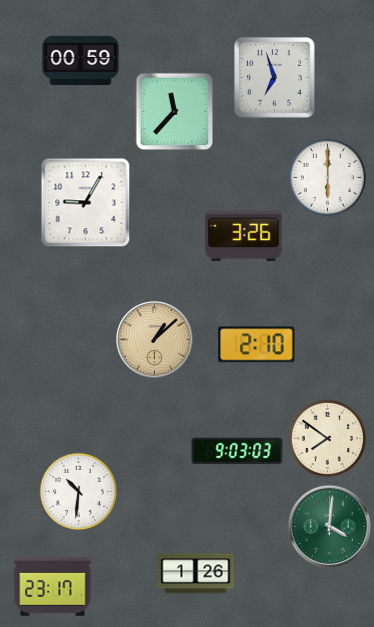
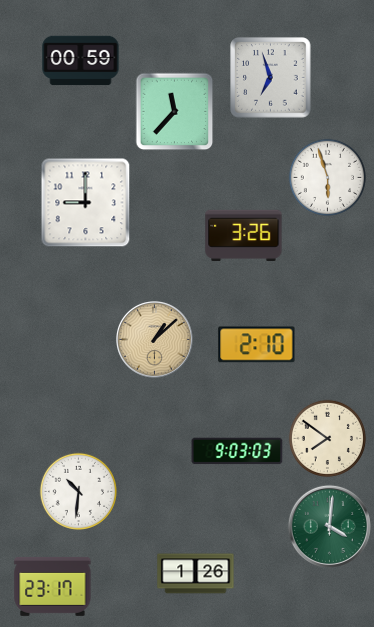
clock at (275, 78) position: (275, 78) -> (271, 78)
clock at (327, 177): 6:00 -> 5:57
clock at (85, 202): 9:05 -> 9:00
